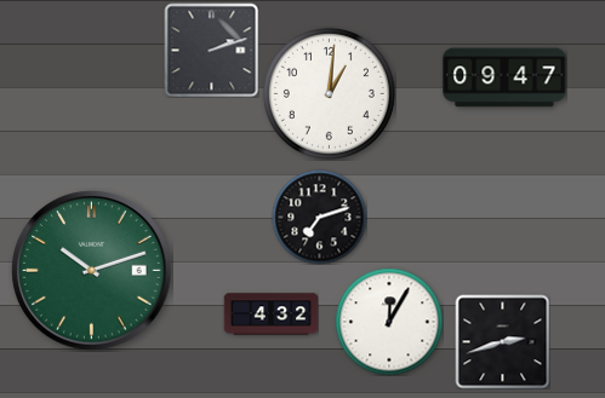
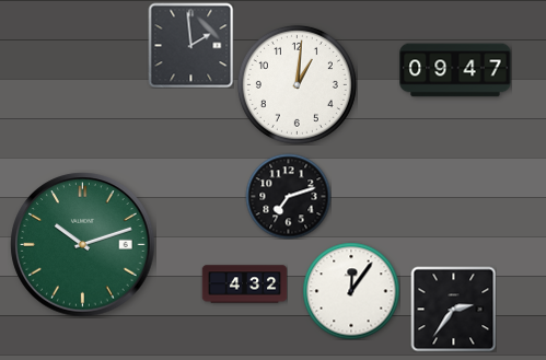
clock at (211, 50): 2:12 -> 1:59
clock at (389, 322): 12:05 -> 12:06
clock at (502, 341): 2:42 -> 2:36
